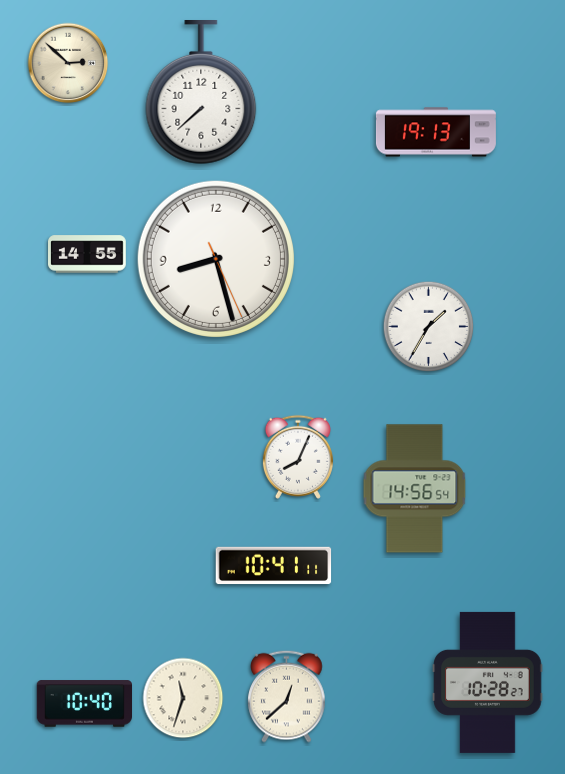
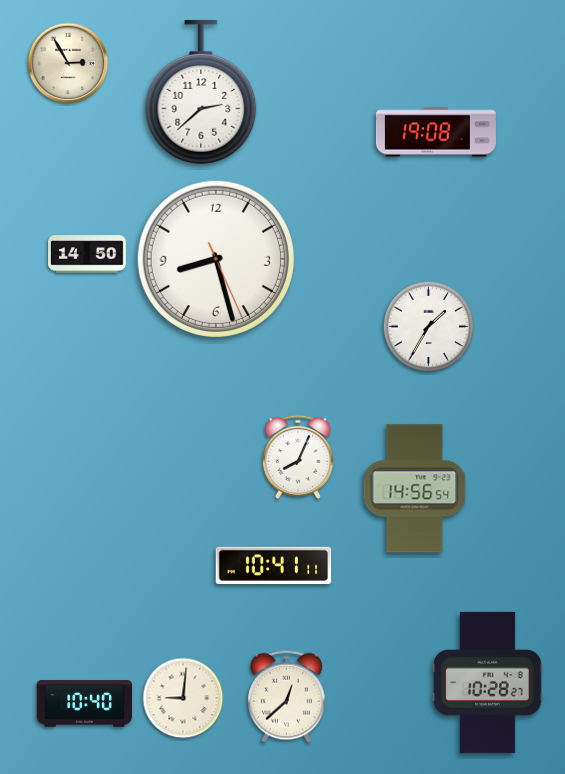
clock at (68, 63): 2:52 -> 2:55
clock at (201, 93): 7:38 -> 2:38
clock at (436, 132): 19:13 -> 19:08
clock at (88, 254): 14:55 -> 14:50
clock at (183, 698): 11:33 -> 9:01
